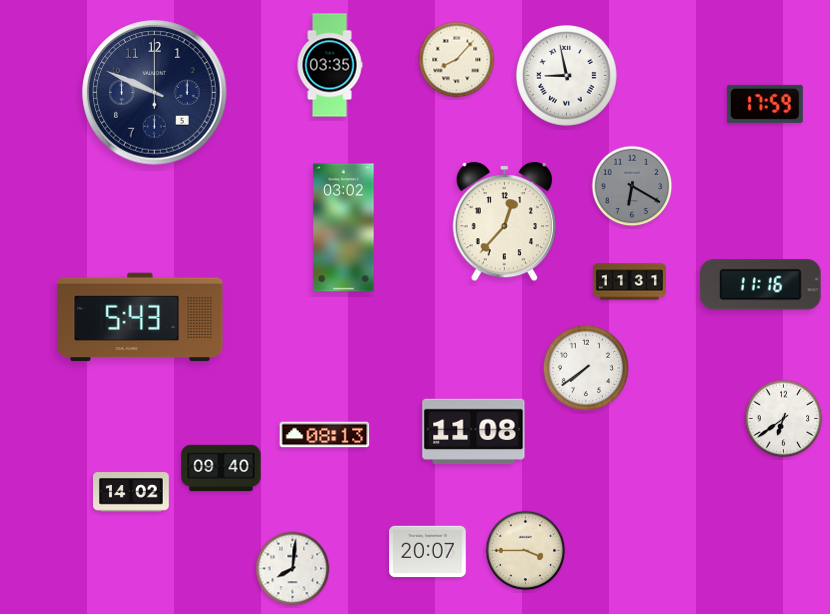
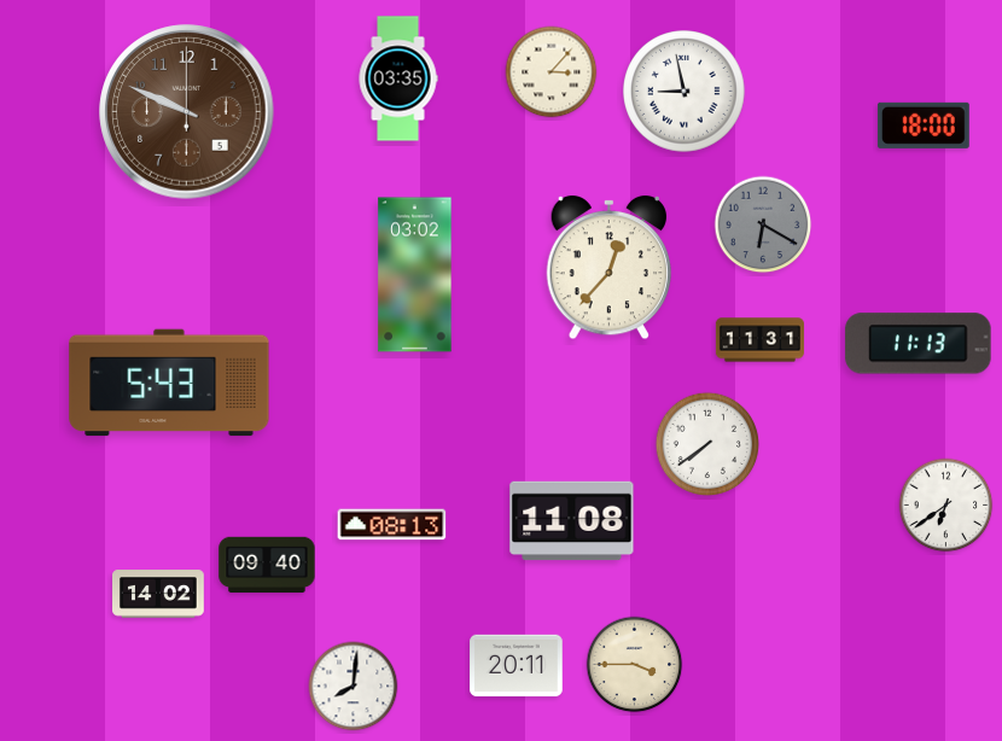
clock at (457, 60): 8:07 -> 3:07
clock at (155, 93) dial: navy -> brown
clock at (765, 104): 17:59 -> 18:00
clock at (761, 285): 11:16 -> 11:13
clock at (428, 552): 20:07 -> 20:11
